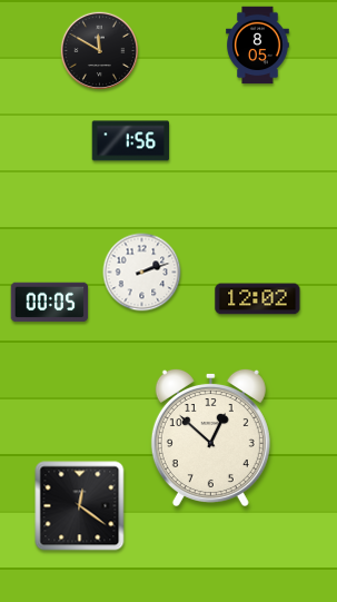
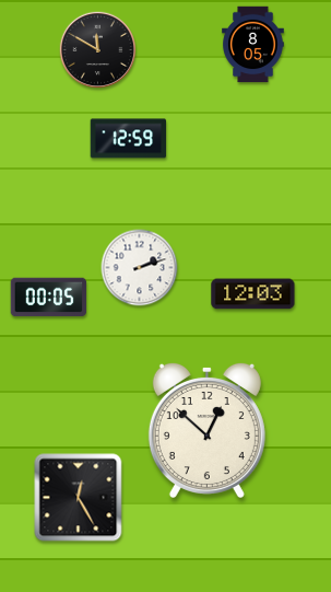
clock at (131, 141): 1:56 -> 12:59
clock at (258, 299): 12:02 -> 12:03
clock at (80, 506): 12:21 -> 12:25
